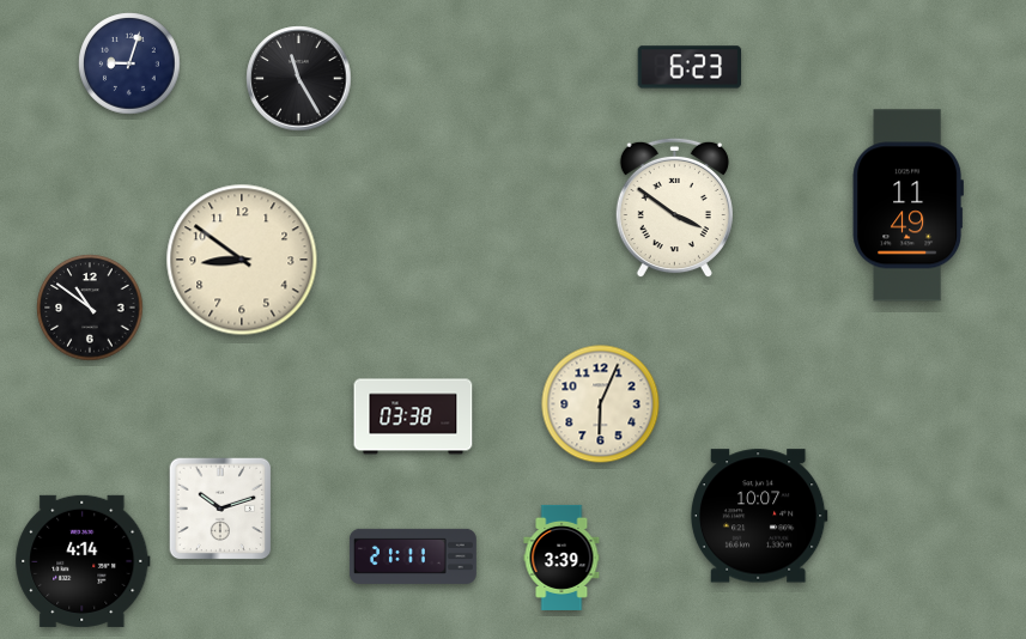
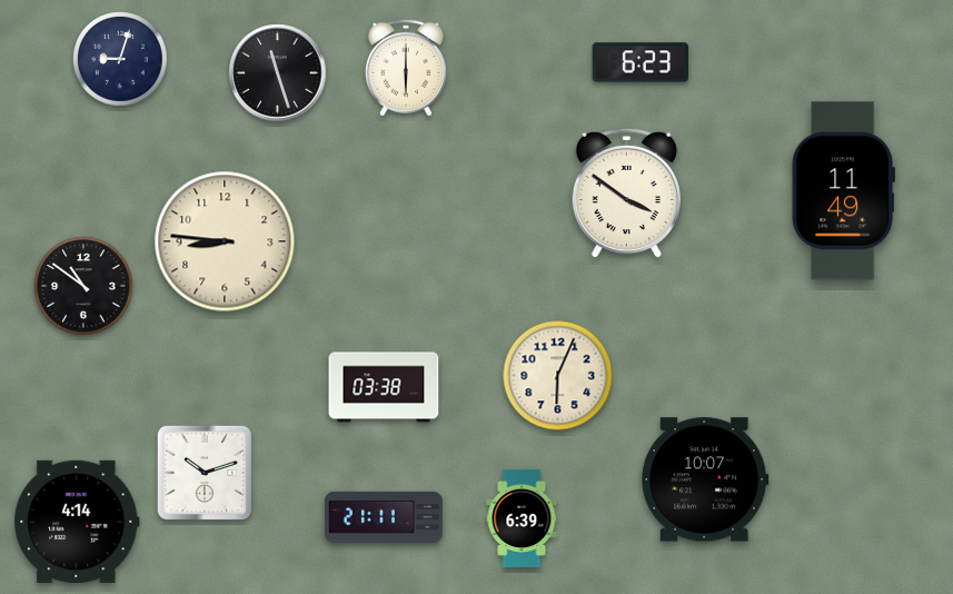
clock at (406, 68): none -> 6:00
clock at (299, 79): 11:25 -> 11:27
clock at (242, 260): 8:51 -> 8:46
clock at (561, 558): 3:39 -> 6:39
